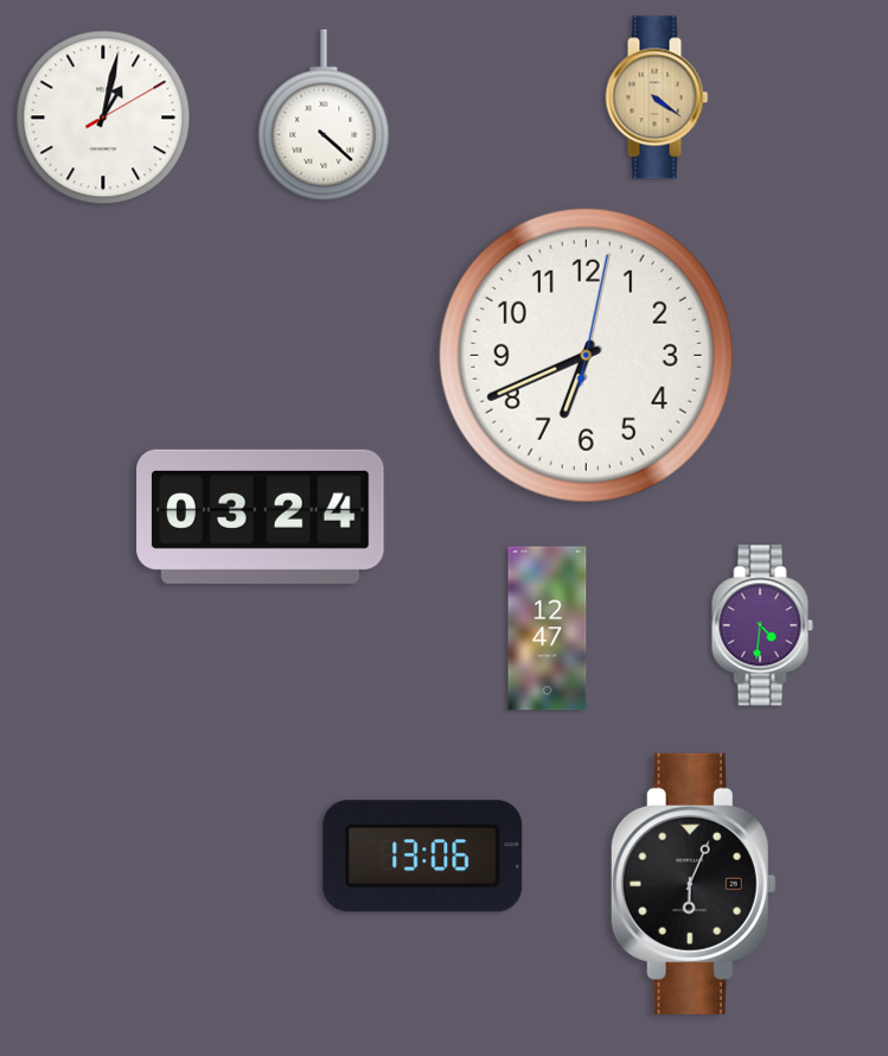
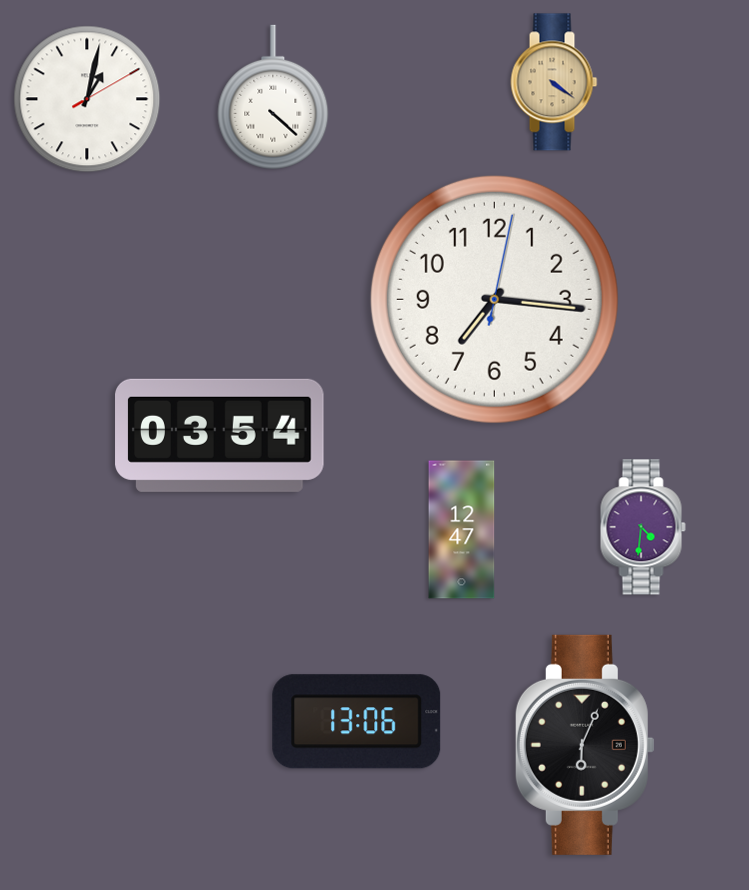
clock at (586, 355): 6:41 -> 7:16
clock at (261, 516): 03:24 -> 03:54
